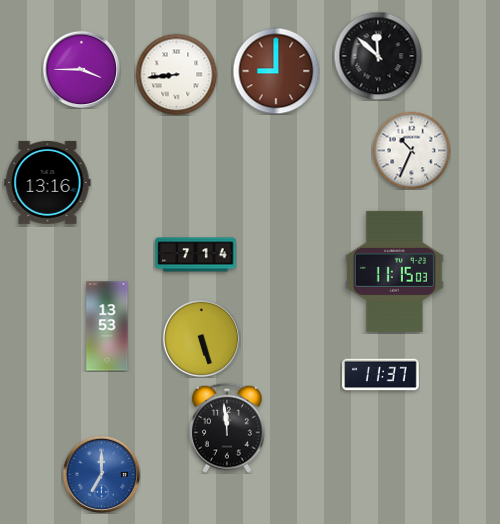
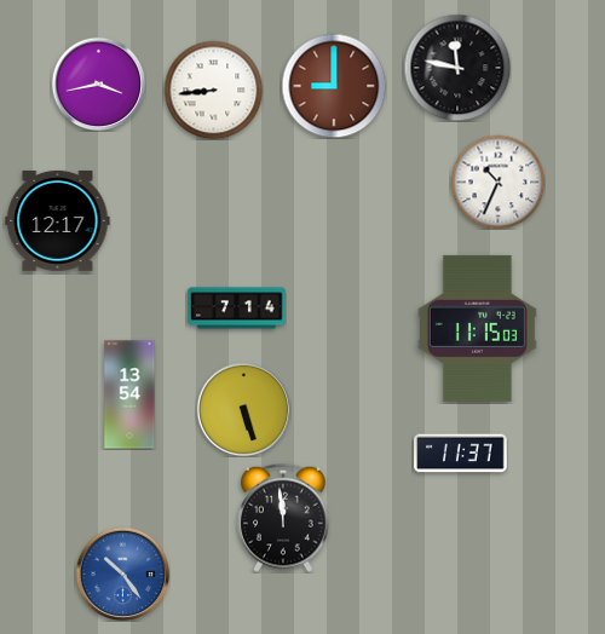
clock at (378, 56): 11:52 -> 11:47
clock at (81, 69): 3:45 -> 3:43
clock at (48, 182): 13:16 -> 12:17
clock at (107, 326): 13:53 -> 13:54
clock at (228, 428) position: (228, 428) -> (284, 518)
clock at (101, 474): 7:00 -> 10:24
